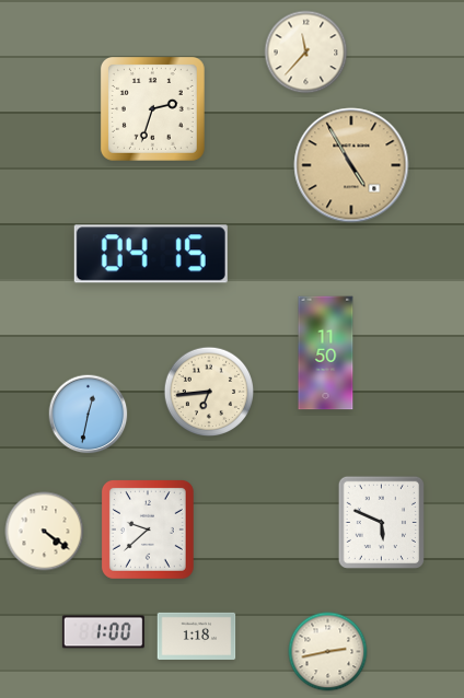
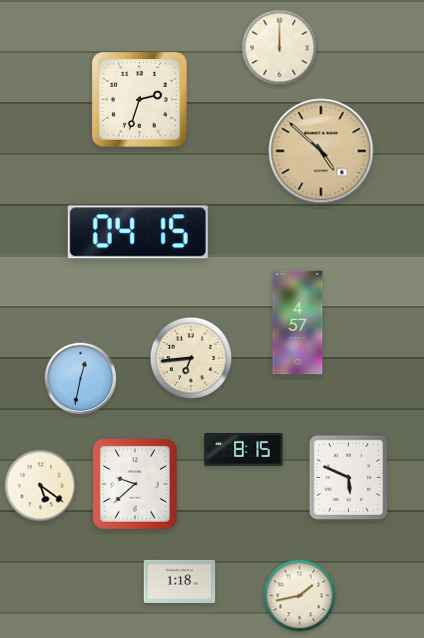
clock at (306, 53): 11:37 -> 12:00
clock at (351, 165): 4:55 -> 4:52
clock at (326, 353): 11:50 -> 4:57
clock at (244, 450): none -> 8:15
clock at (45, 532): 4:21 -> 5:21
clock at (103, 632): 1:00 -> none
clock at (328, 652): 2:43 -> 1:43
